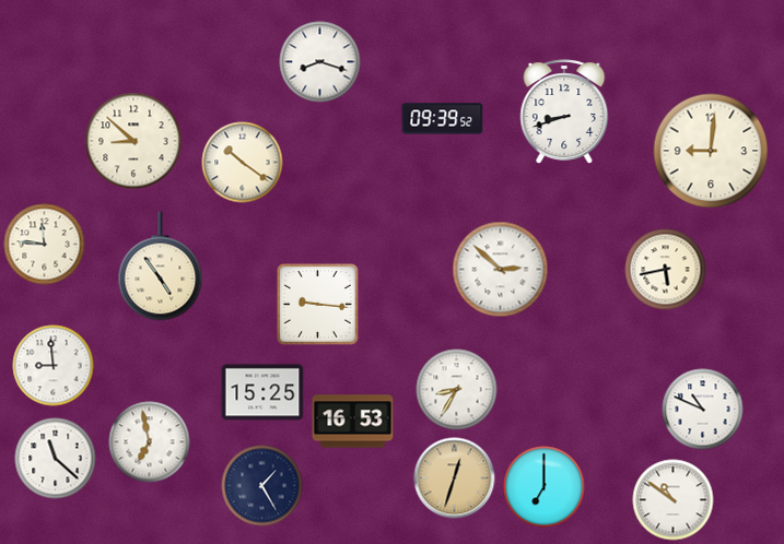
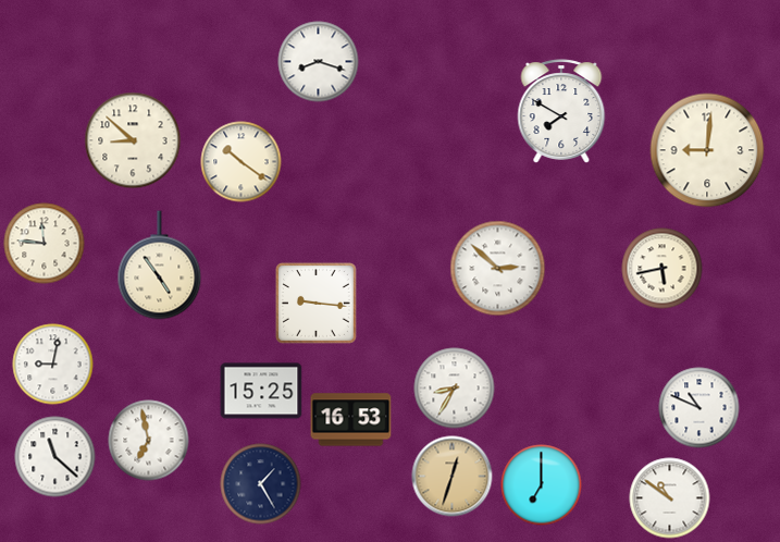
clock at (564, 111): 8:42 -> 7:50
clock at (443, 119): 09:39 -> none
clock at (54, 366): 8:59 -> 9:02
